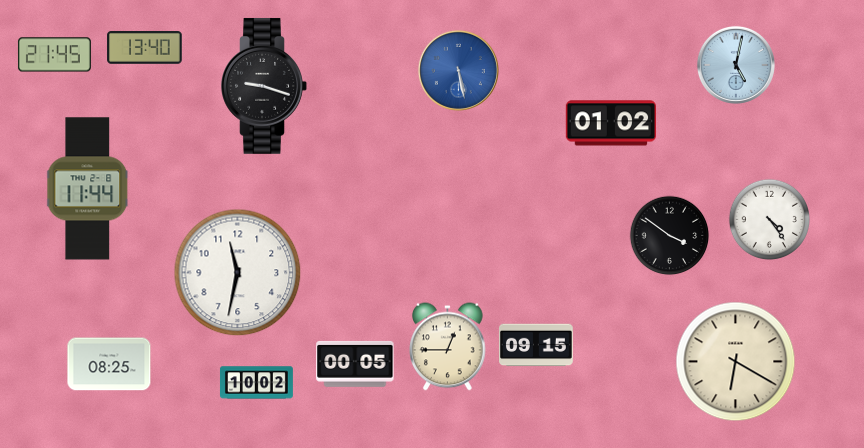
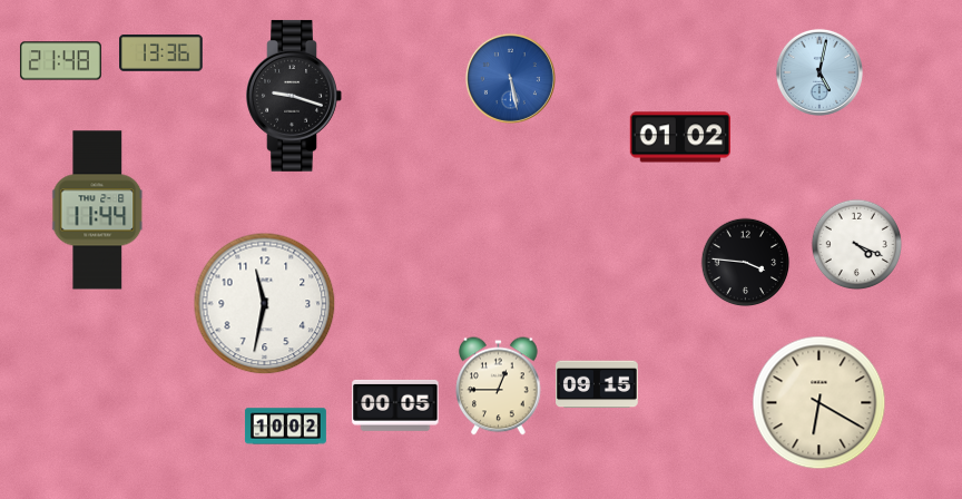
clock at (145, 48): 13:40 -> 13:36
clock at (54, 55): 21:45 -> 21:48
clock at (769, 219): 4:24 -> 4:19
clock at (670, 236): 3:51 -> 3:46
clock at (109, 364): 08:25 -> none
